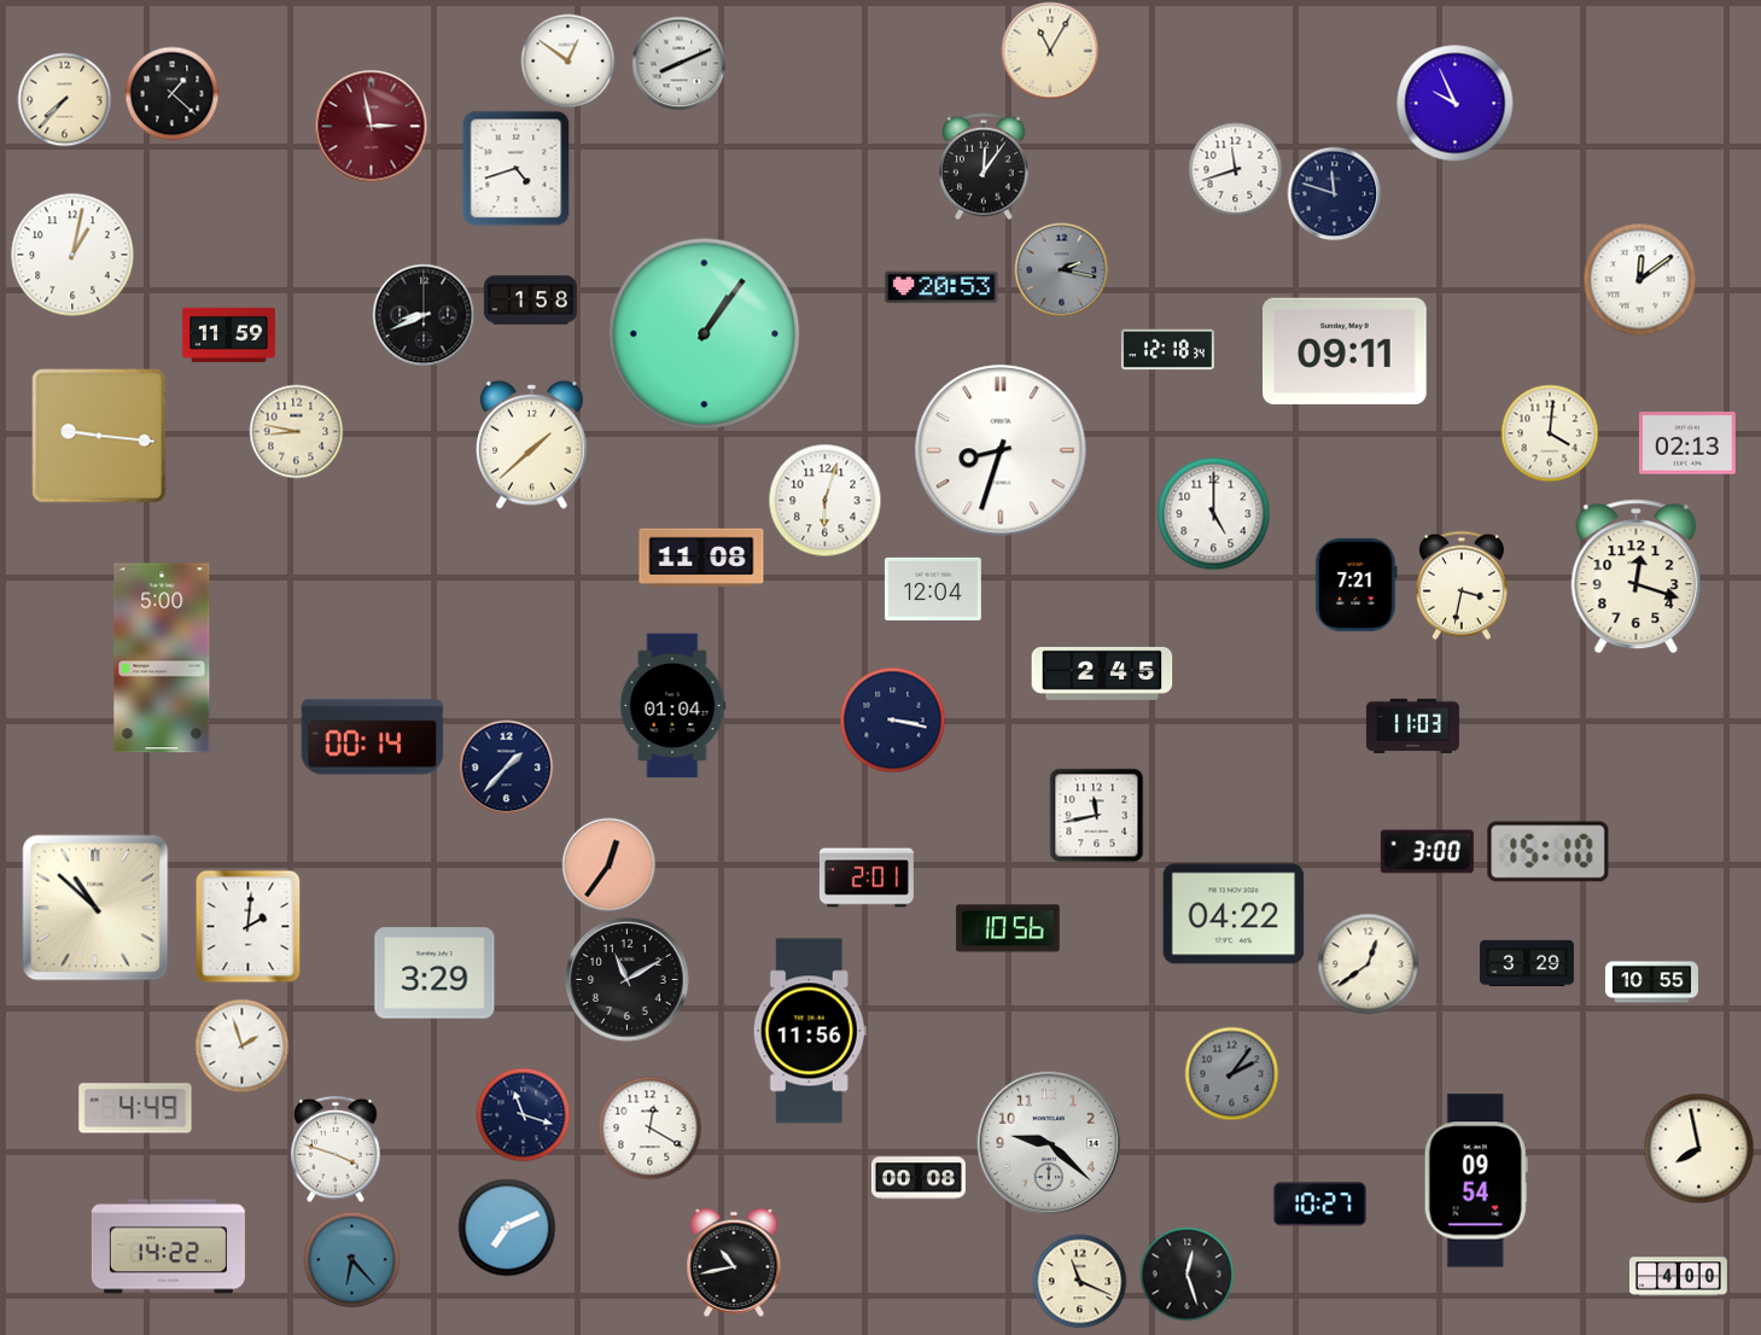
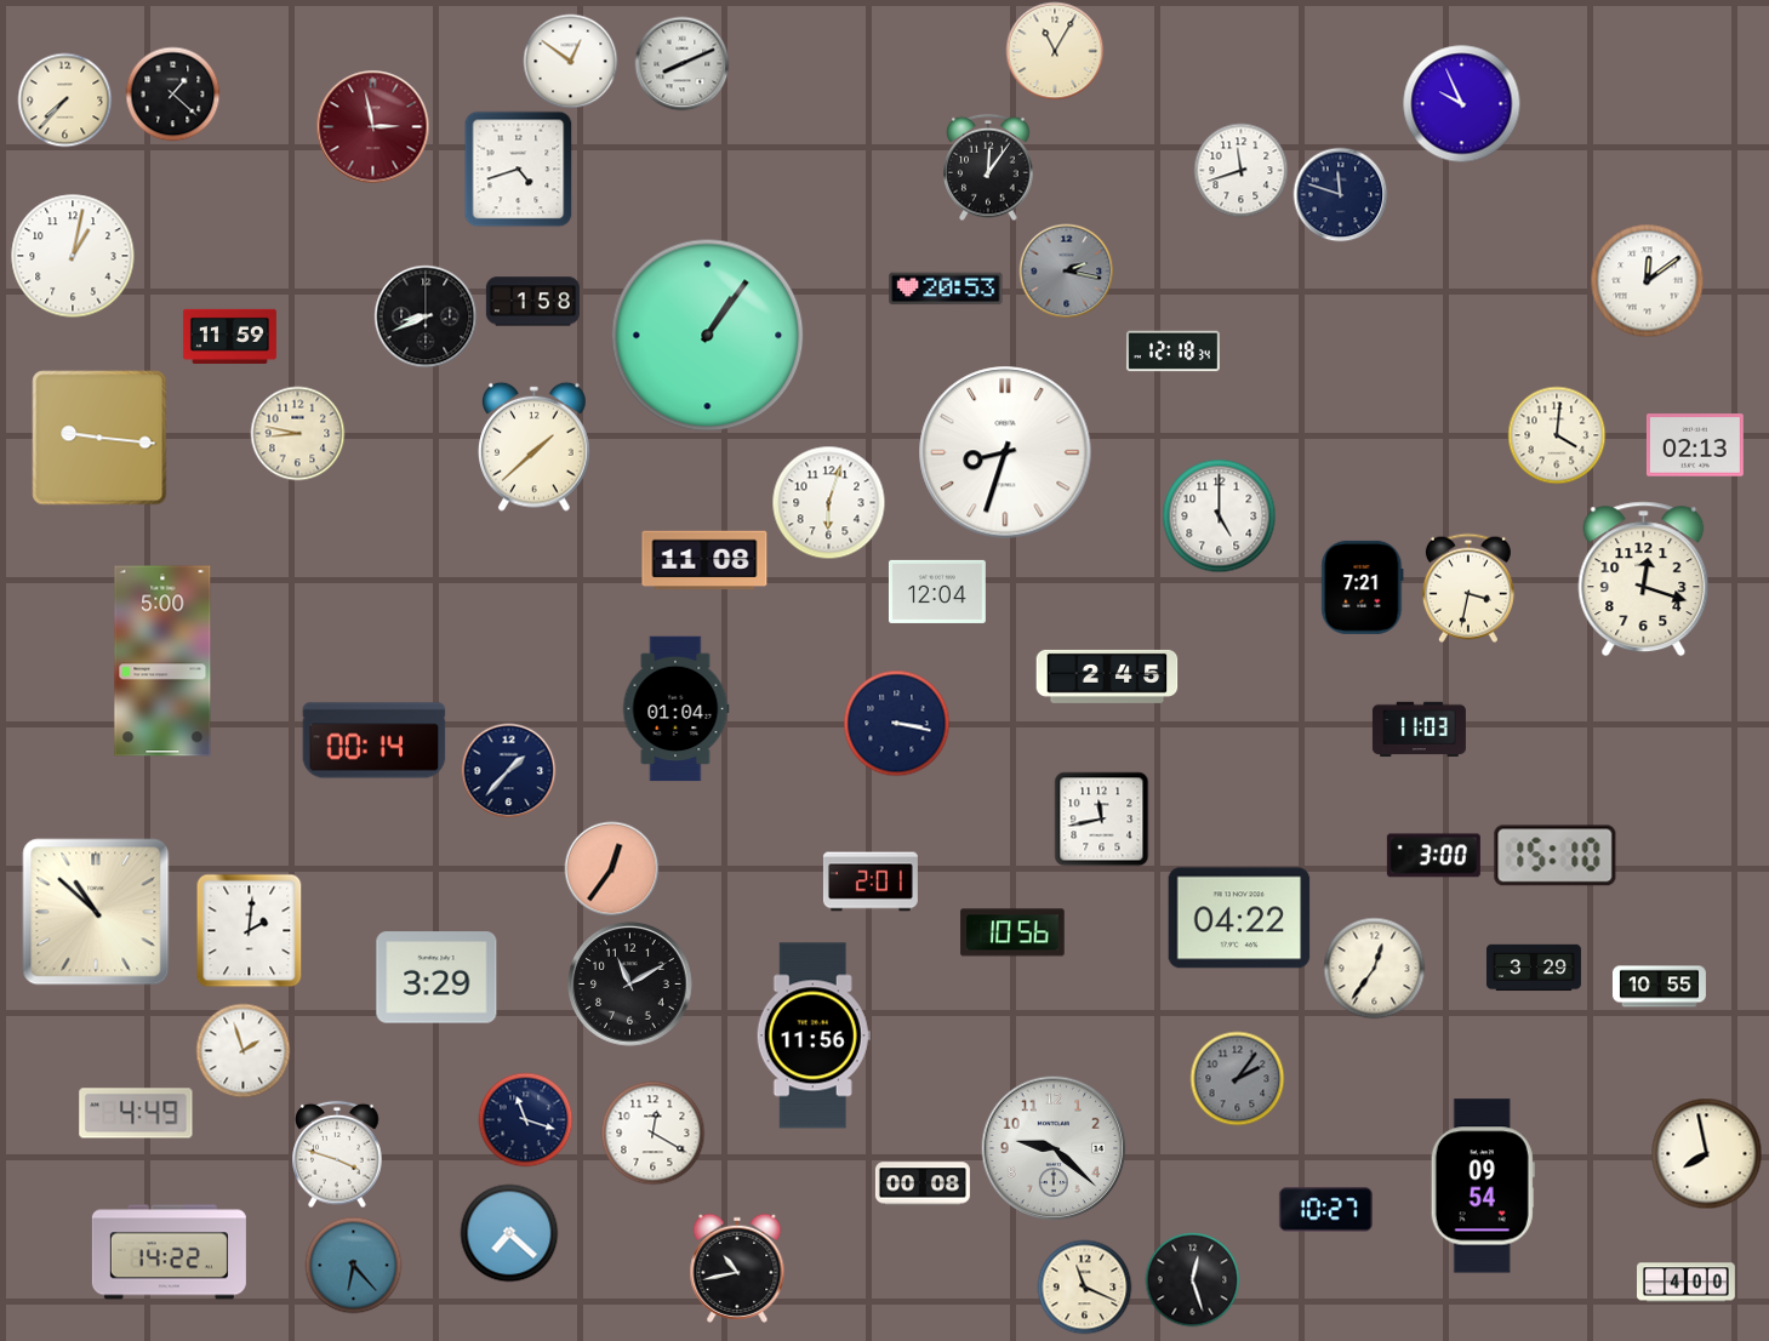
clock at (1346, 351): 09:11 -> none
clock at (1368, 963): 12:39 -> 12:36
clock at (507, 1228): 7:11 -> 7:22
